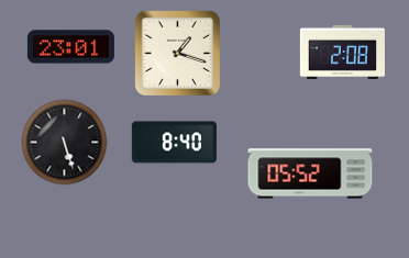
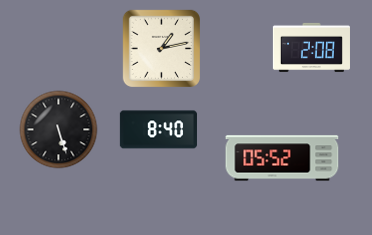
clock at (70, 47): 23:01 -> none
clock at (177, 53): 1:18 -> 1:13
